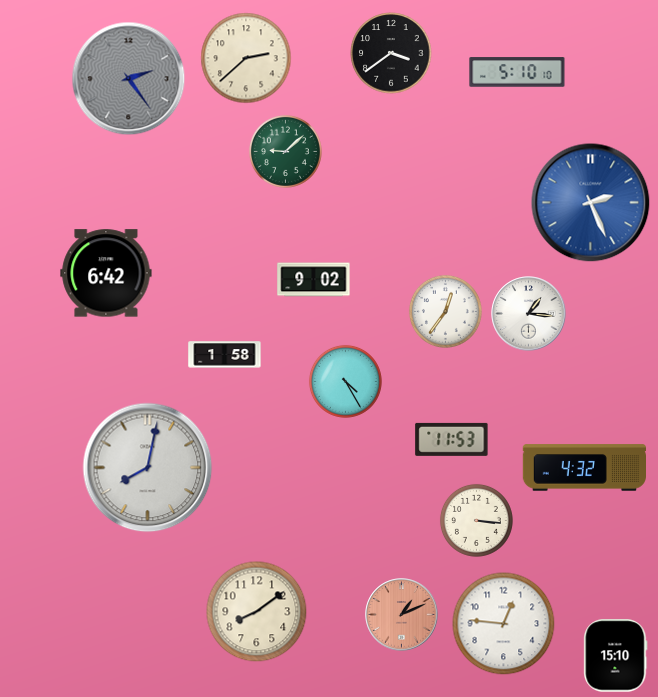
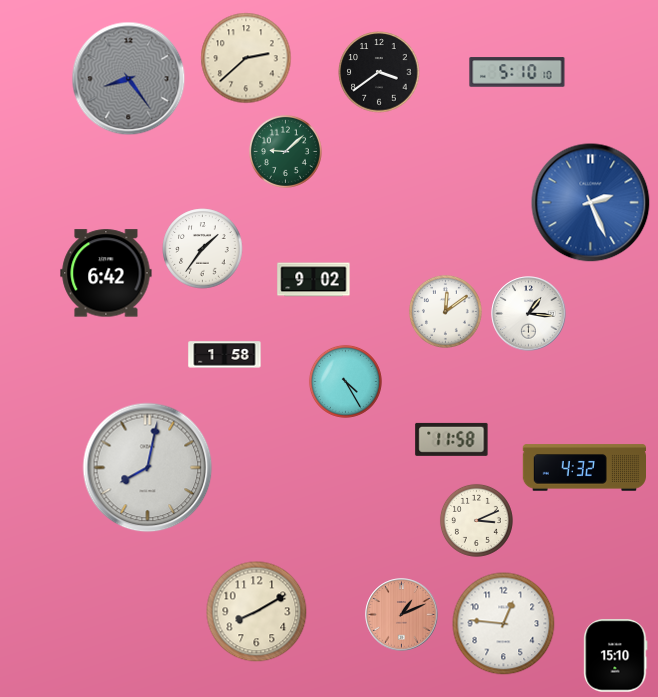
clock at (391, 53) position: (391, 53) -> (379, 72)
clock at (129, 79): 2:24 -> 8:24
clock at (203, 249): none -> 1:36
clock at (445, 311): 12:36 -> 12:09
clock at (452, 439): 11:53 -> 11:58
clock at (476, 520): 3:16 -> 3:11
clock at (257, 612): 8:09 -> 8:10
